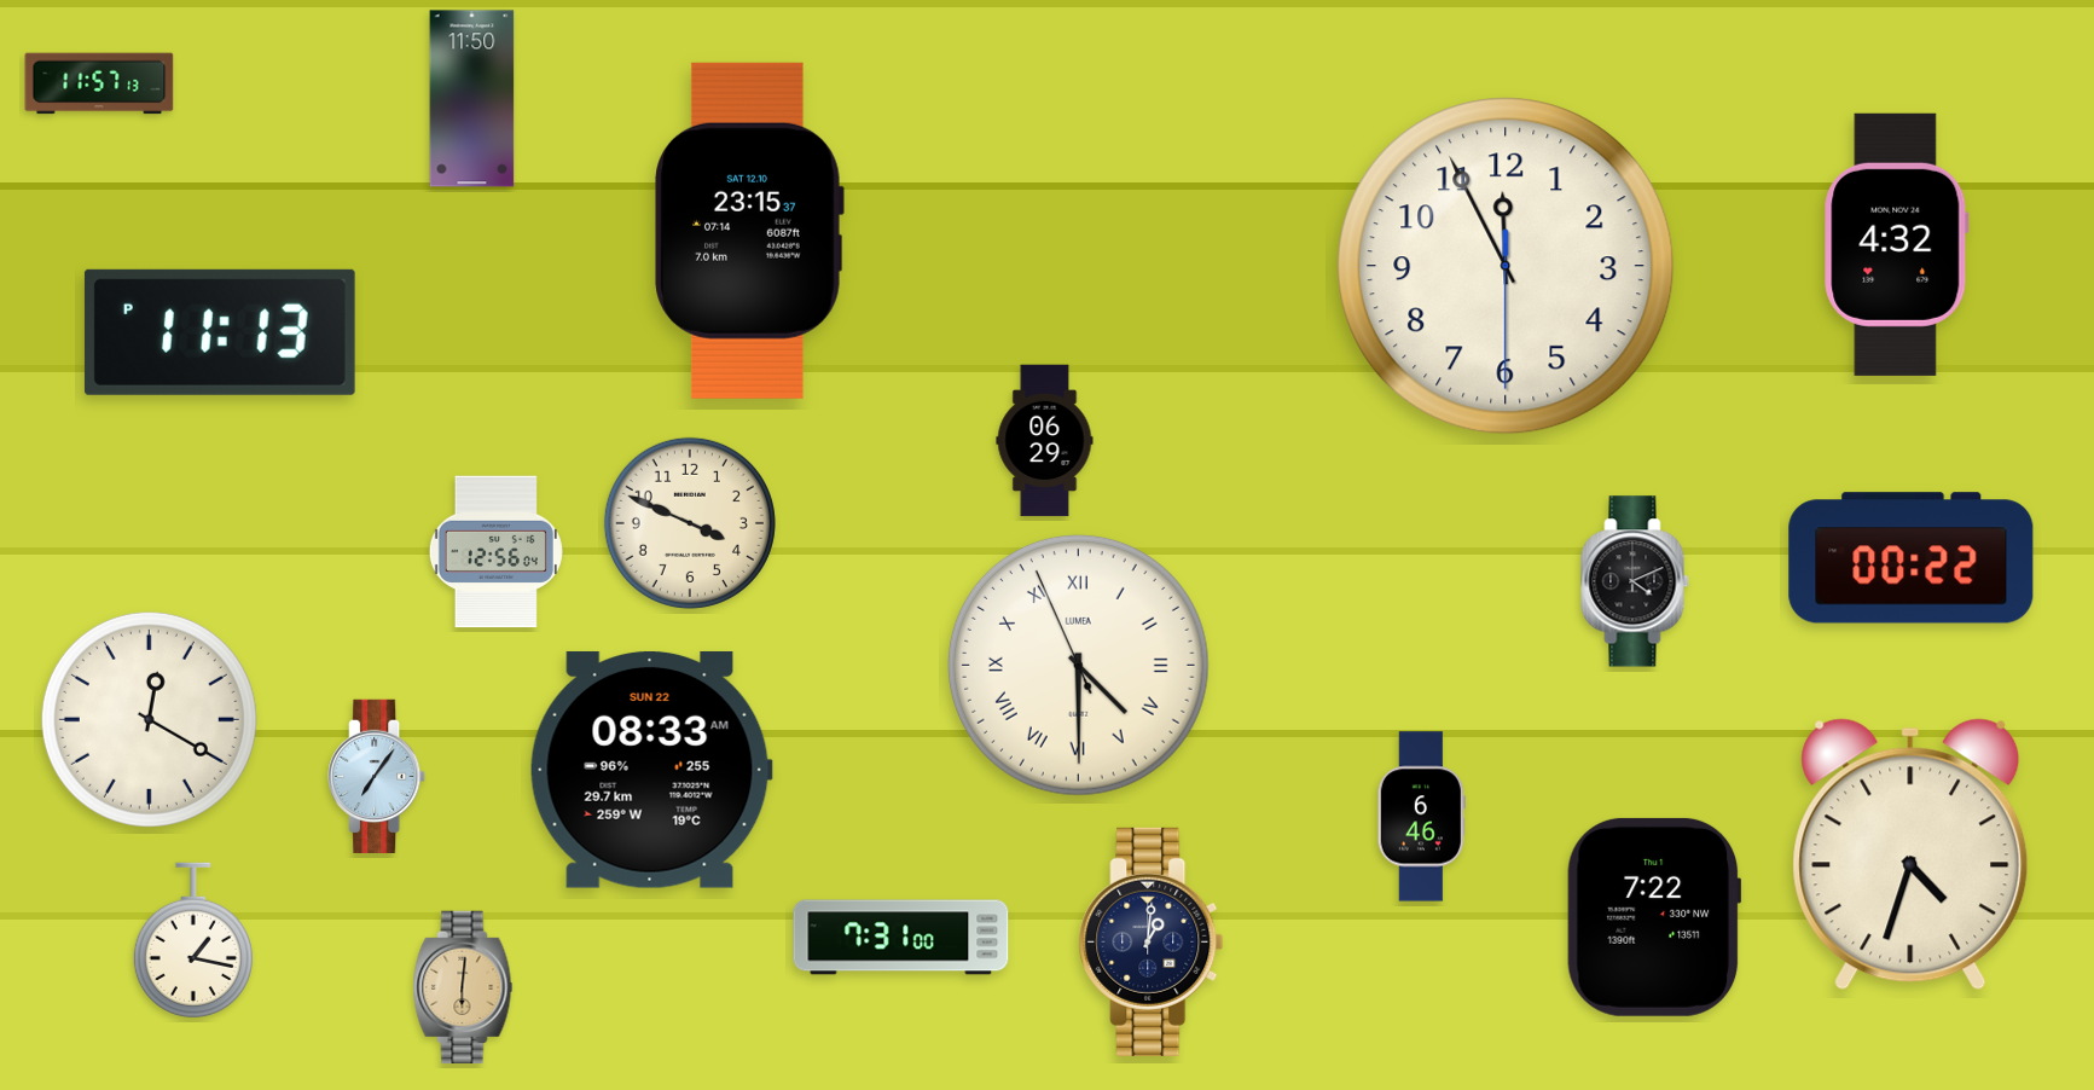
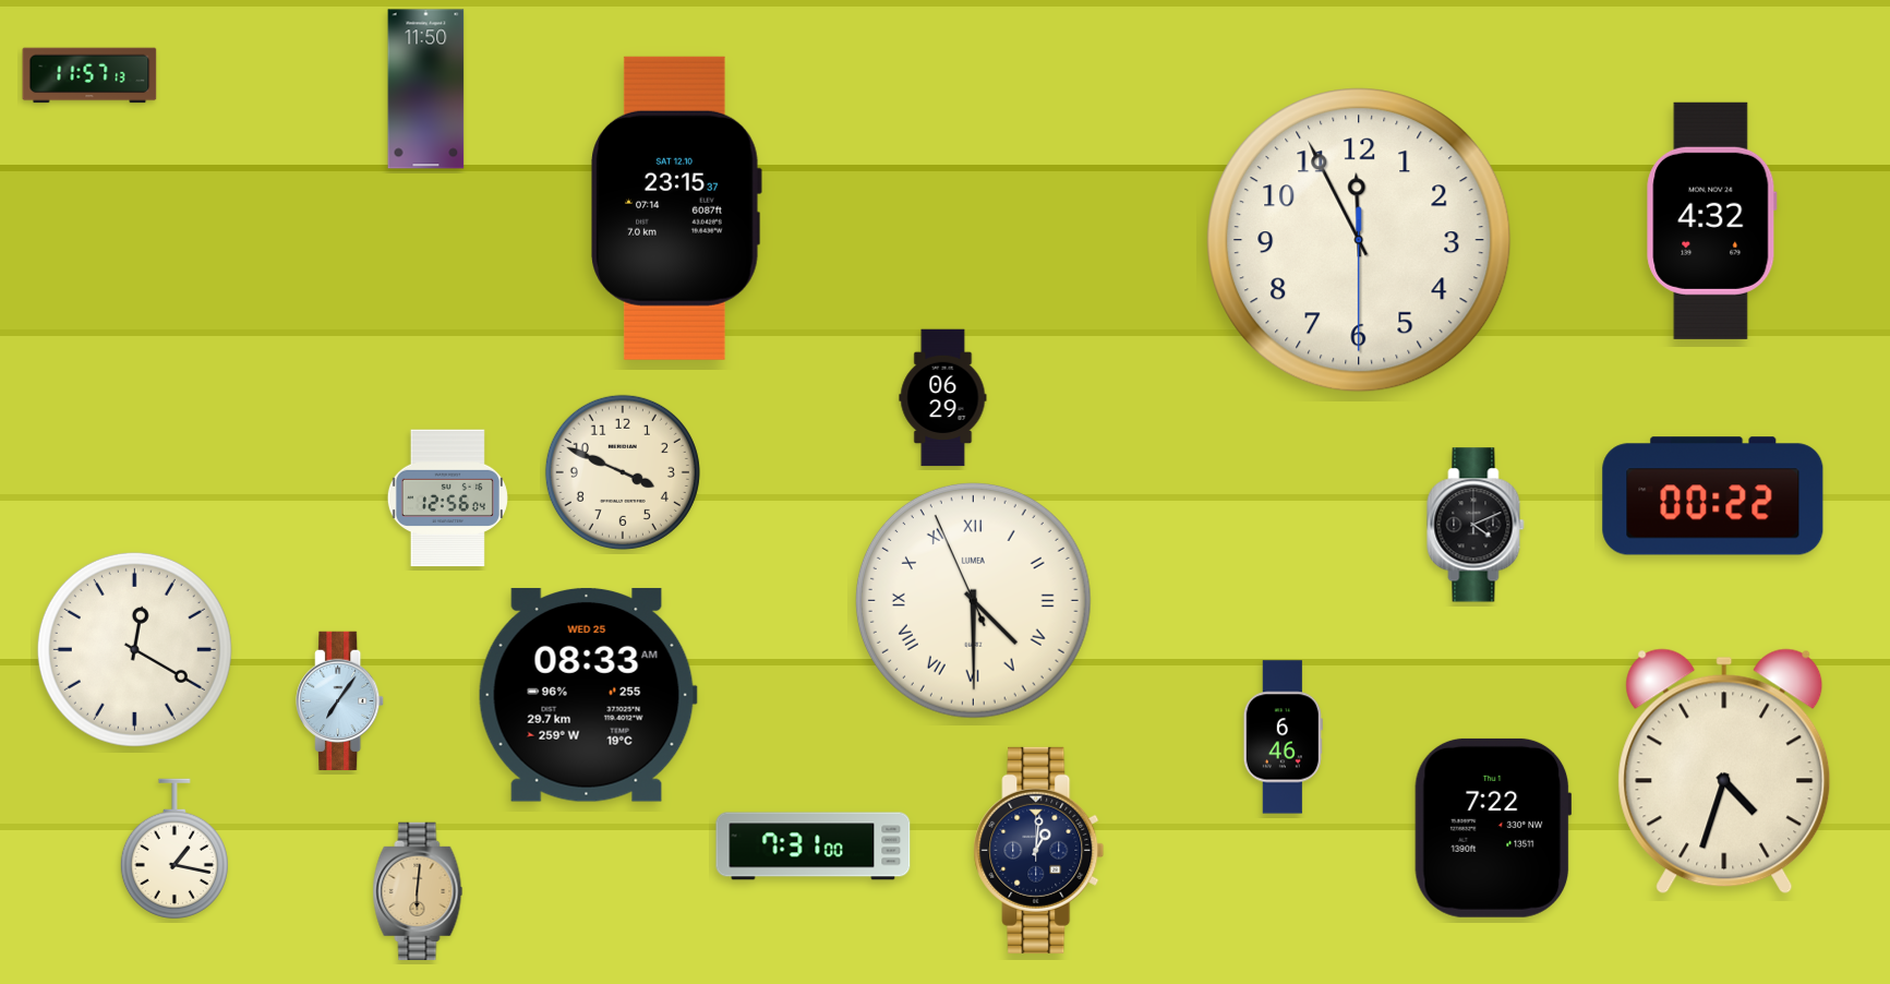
clock at (220, 332): 11:13 -> none
clock at (1912, 558) position: (1912, 558) -> (1713, 496)
clock at (651, 770) date: SUN 22 -> WED 25
